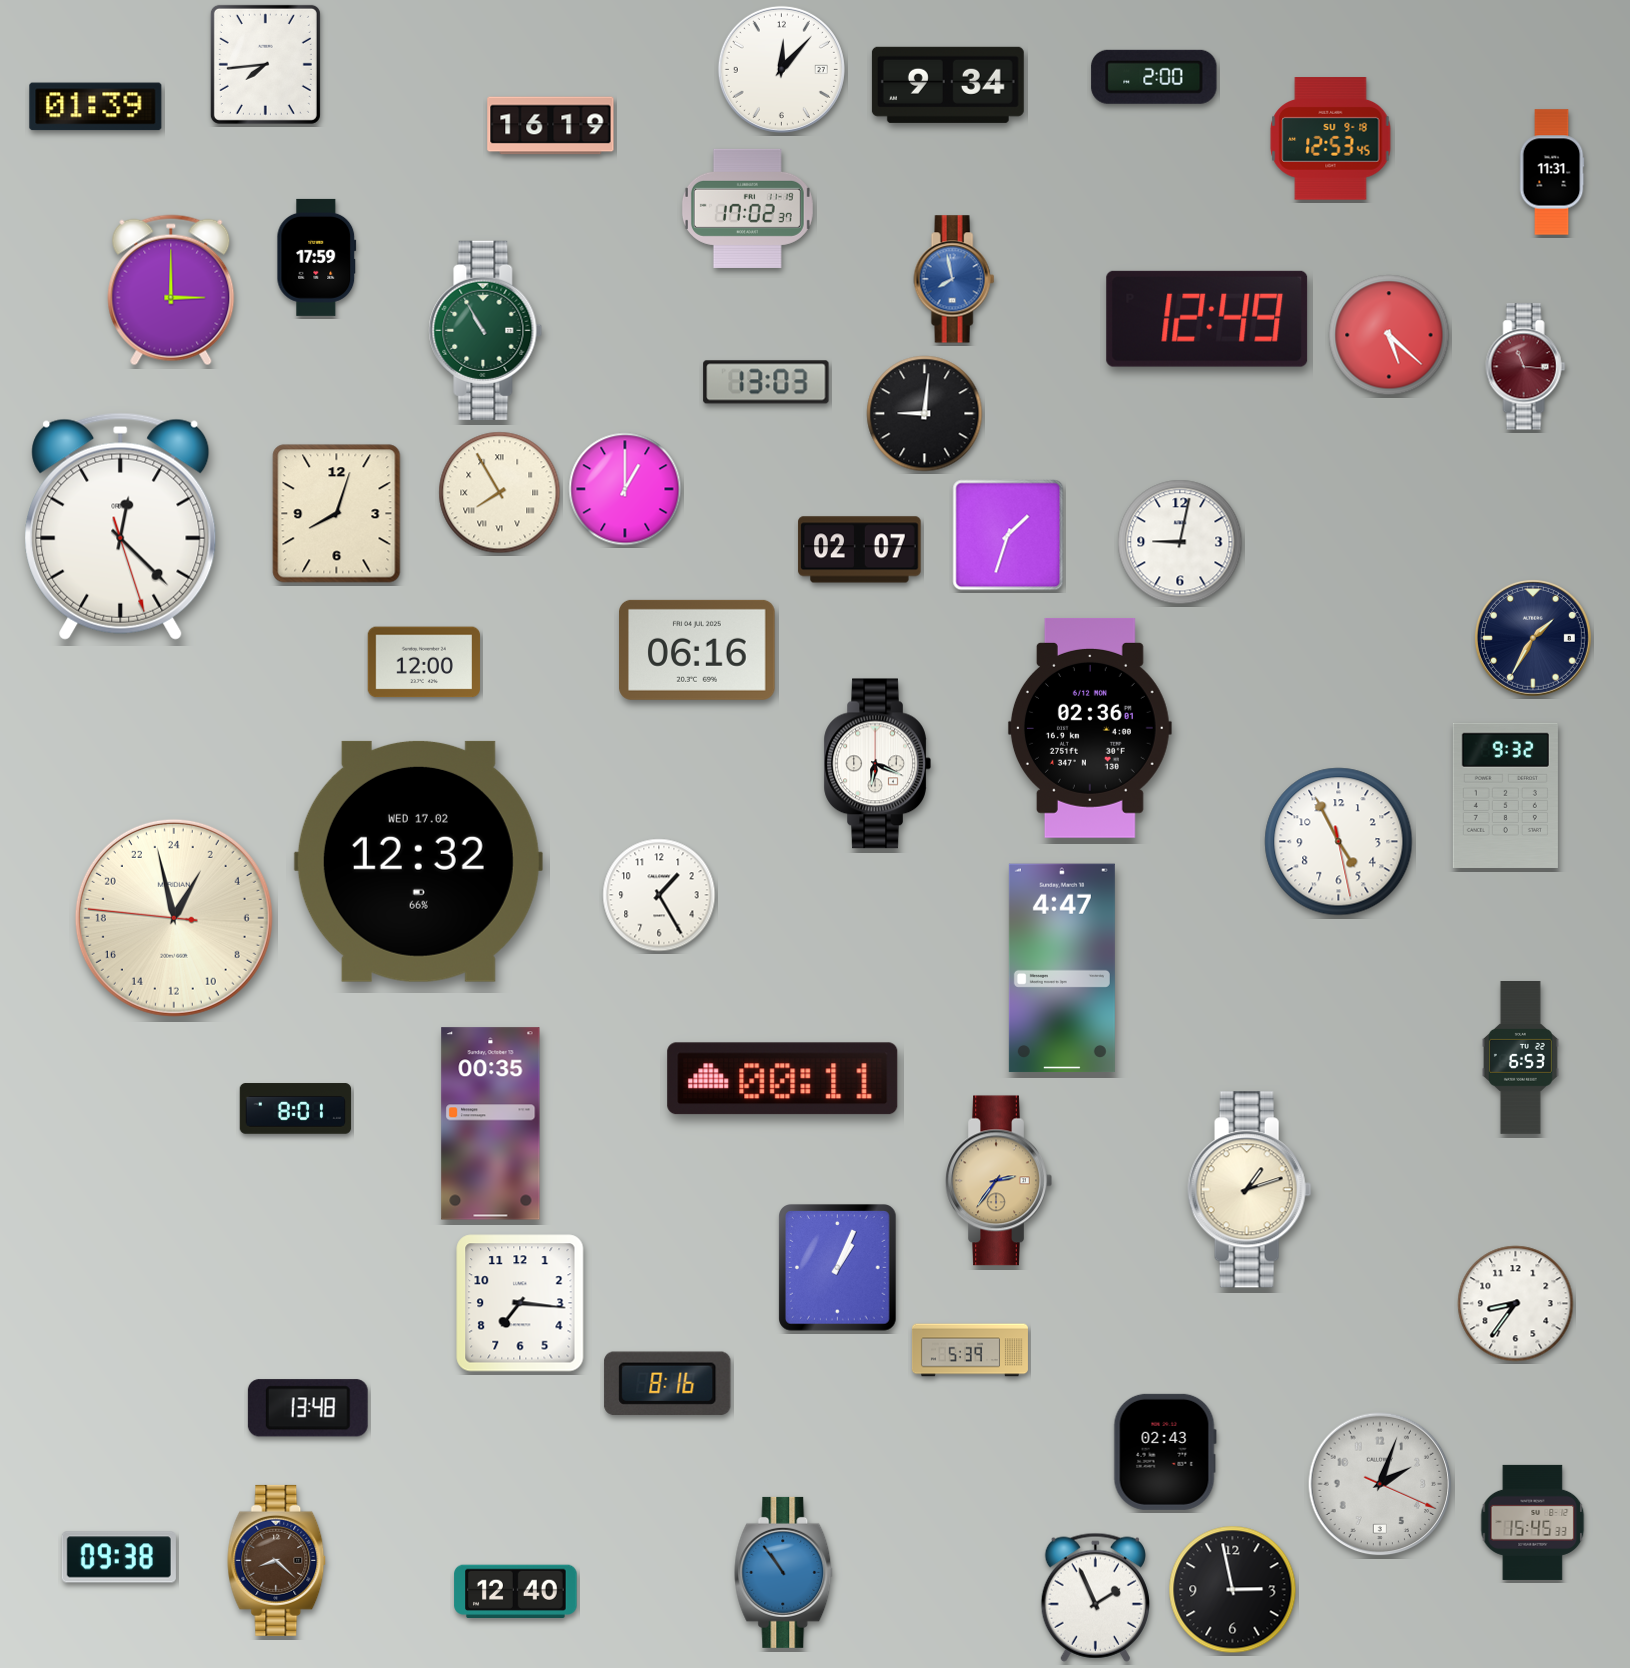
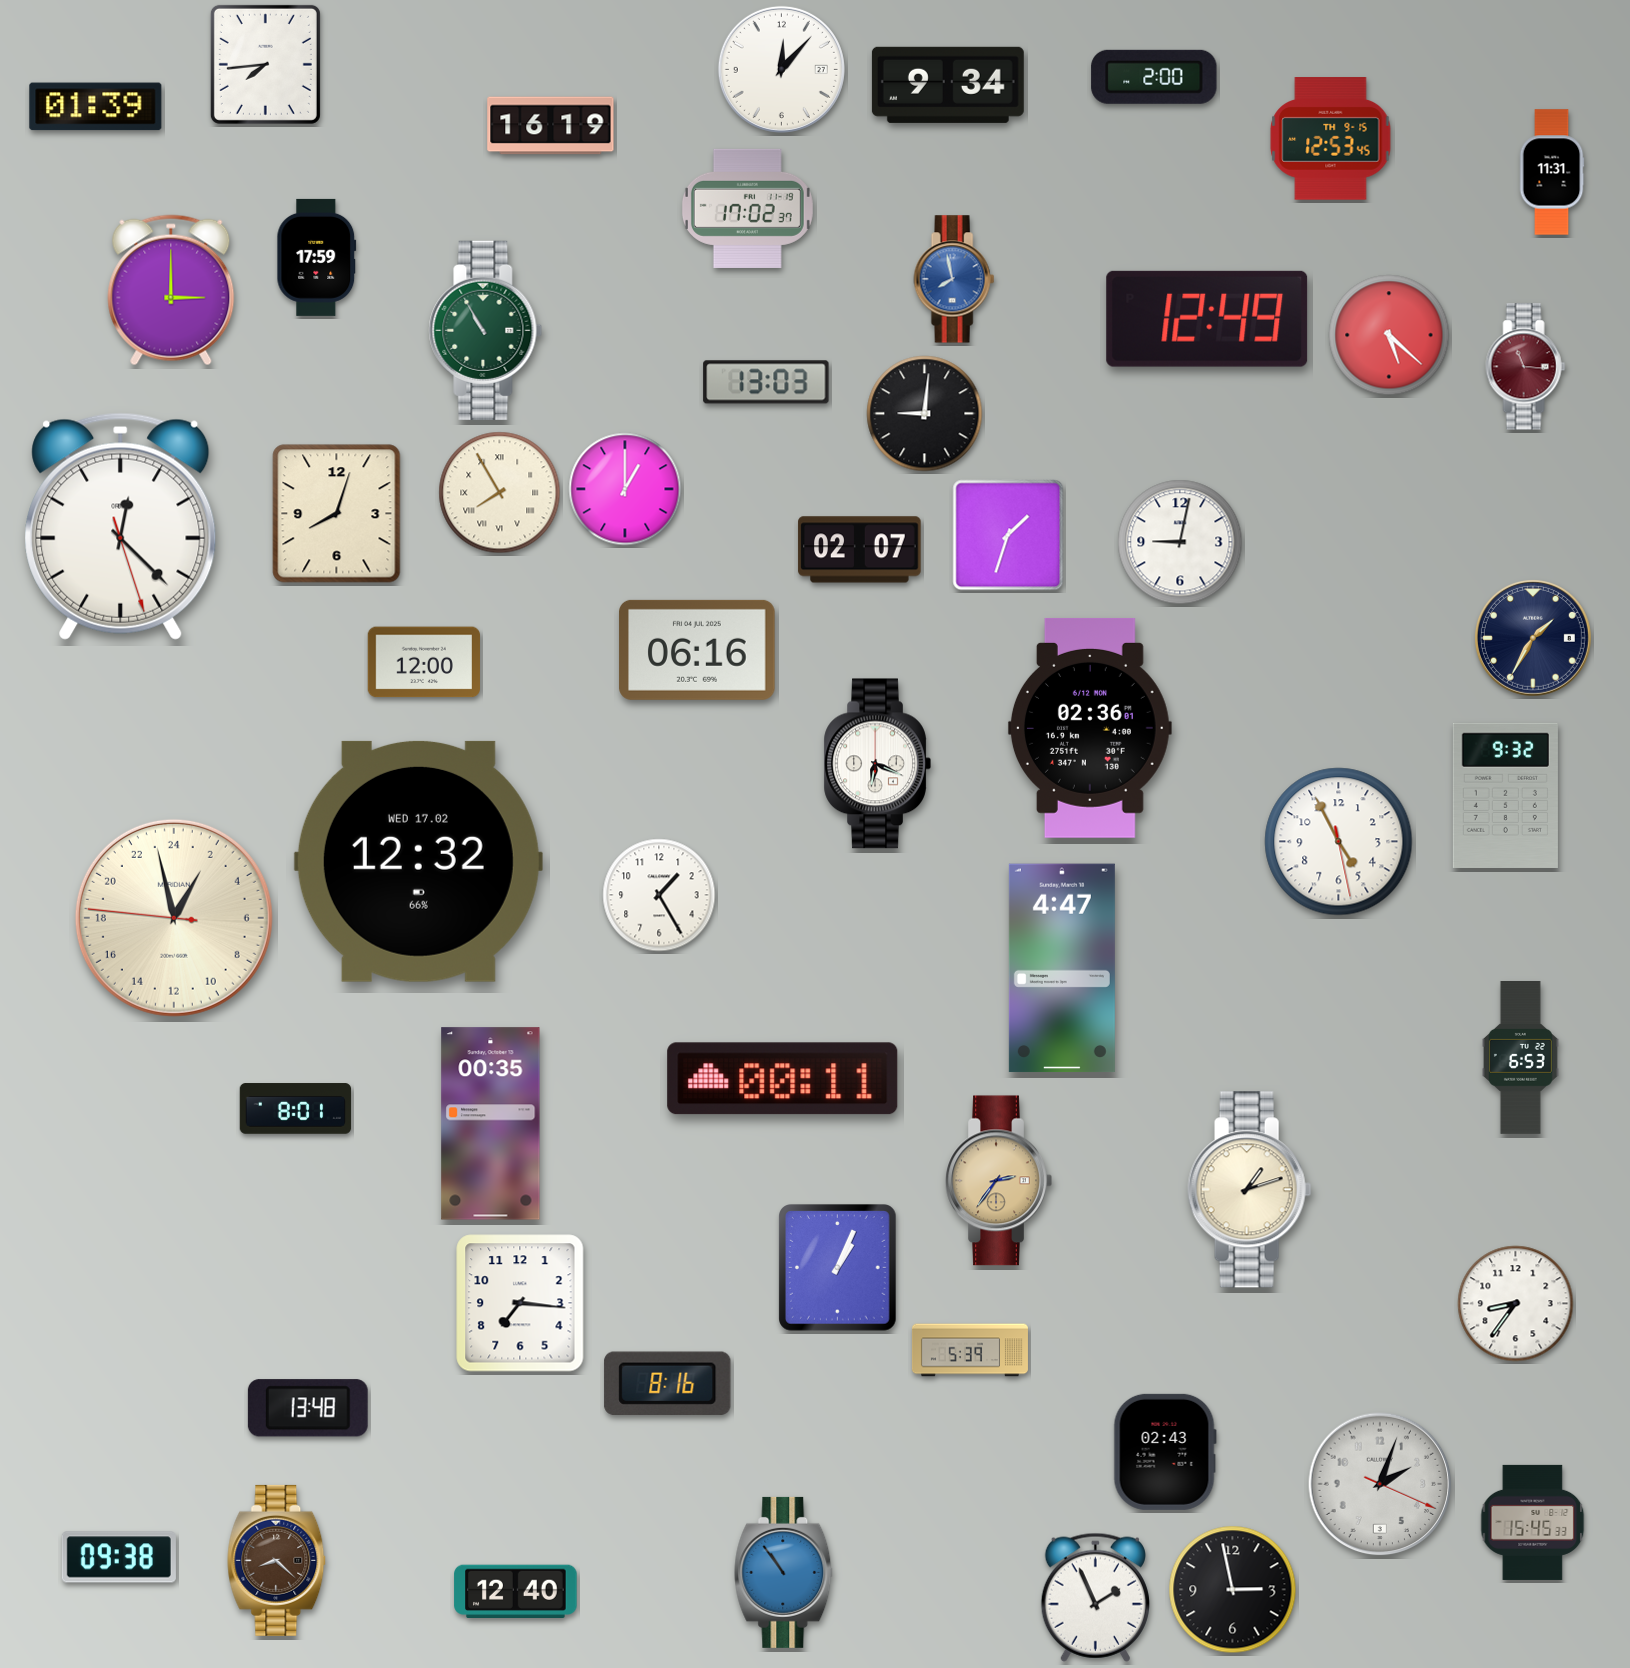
clock at (1331, 139) date: SU 9-18 -> TH 9-15
